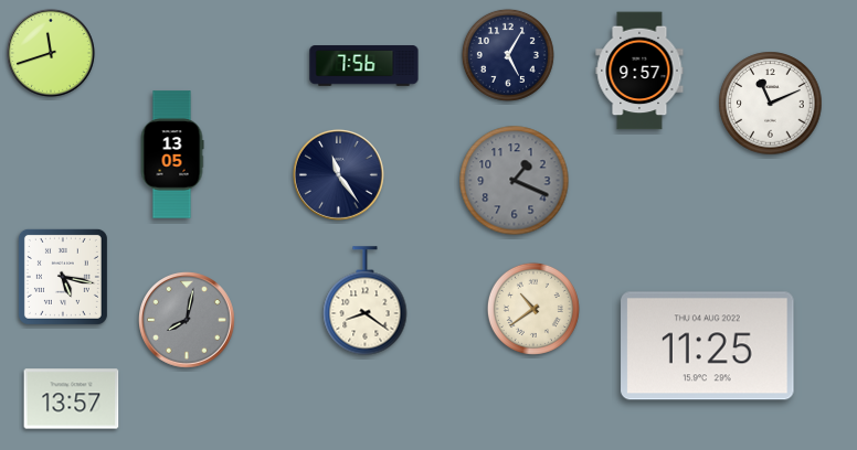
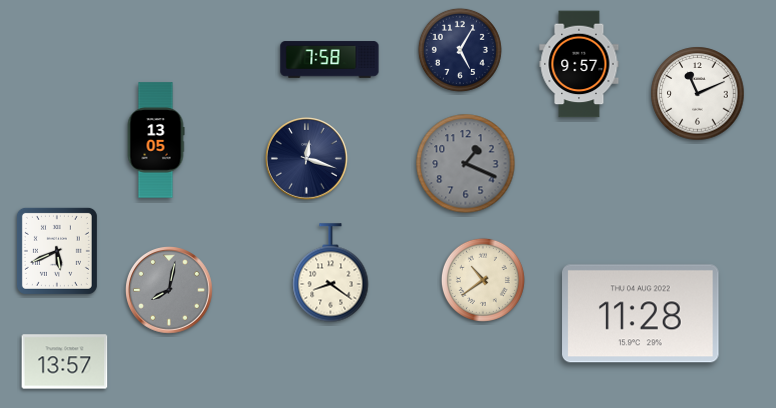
clock at (51, 53): 11:42 -> none
clock at (364, 66): 7:56 -> 7:58
clock at (338, 174): 11:24 -> 12:18
clock at (63, 277): 5:17 -> 5:41
clock at (708, 346): 11:25 -> 11:28
